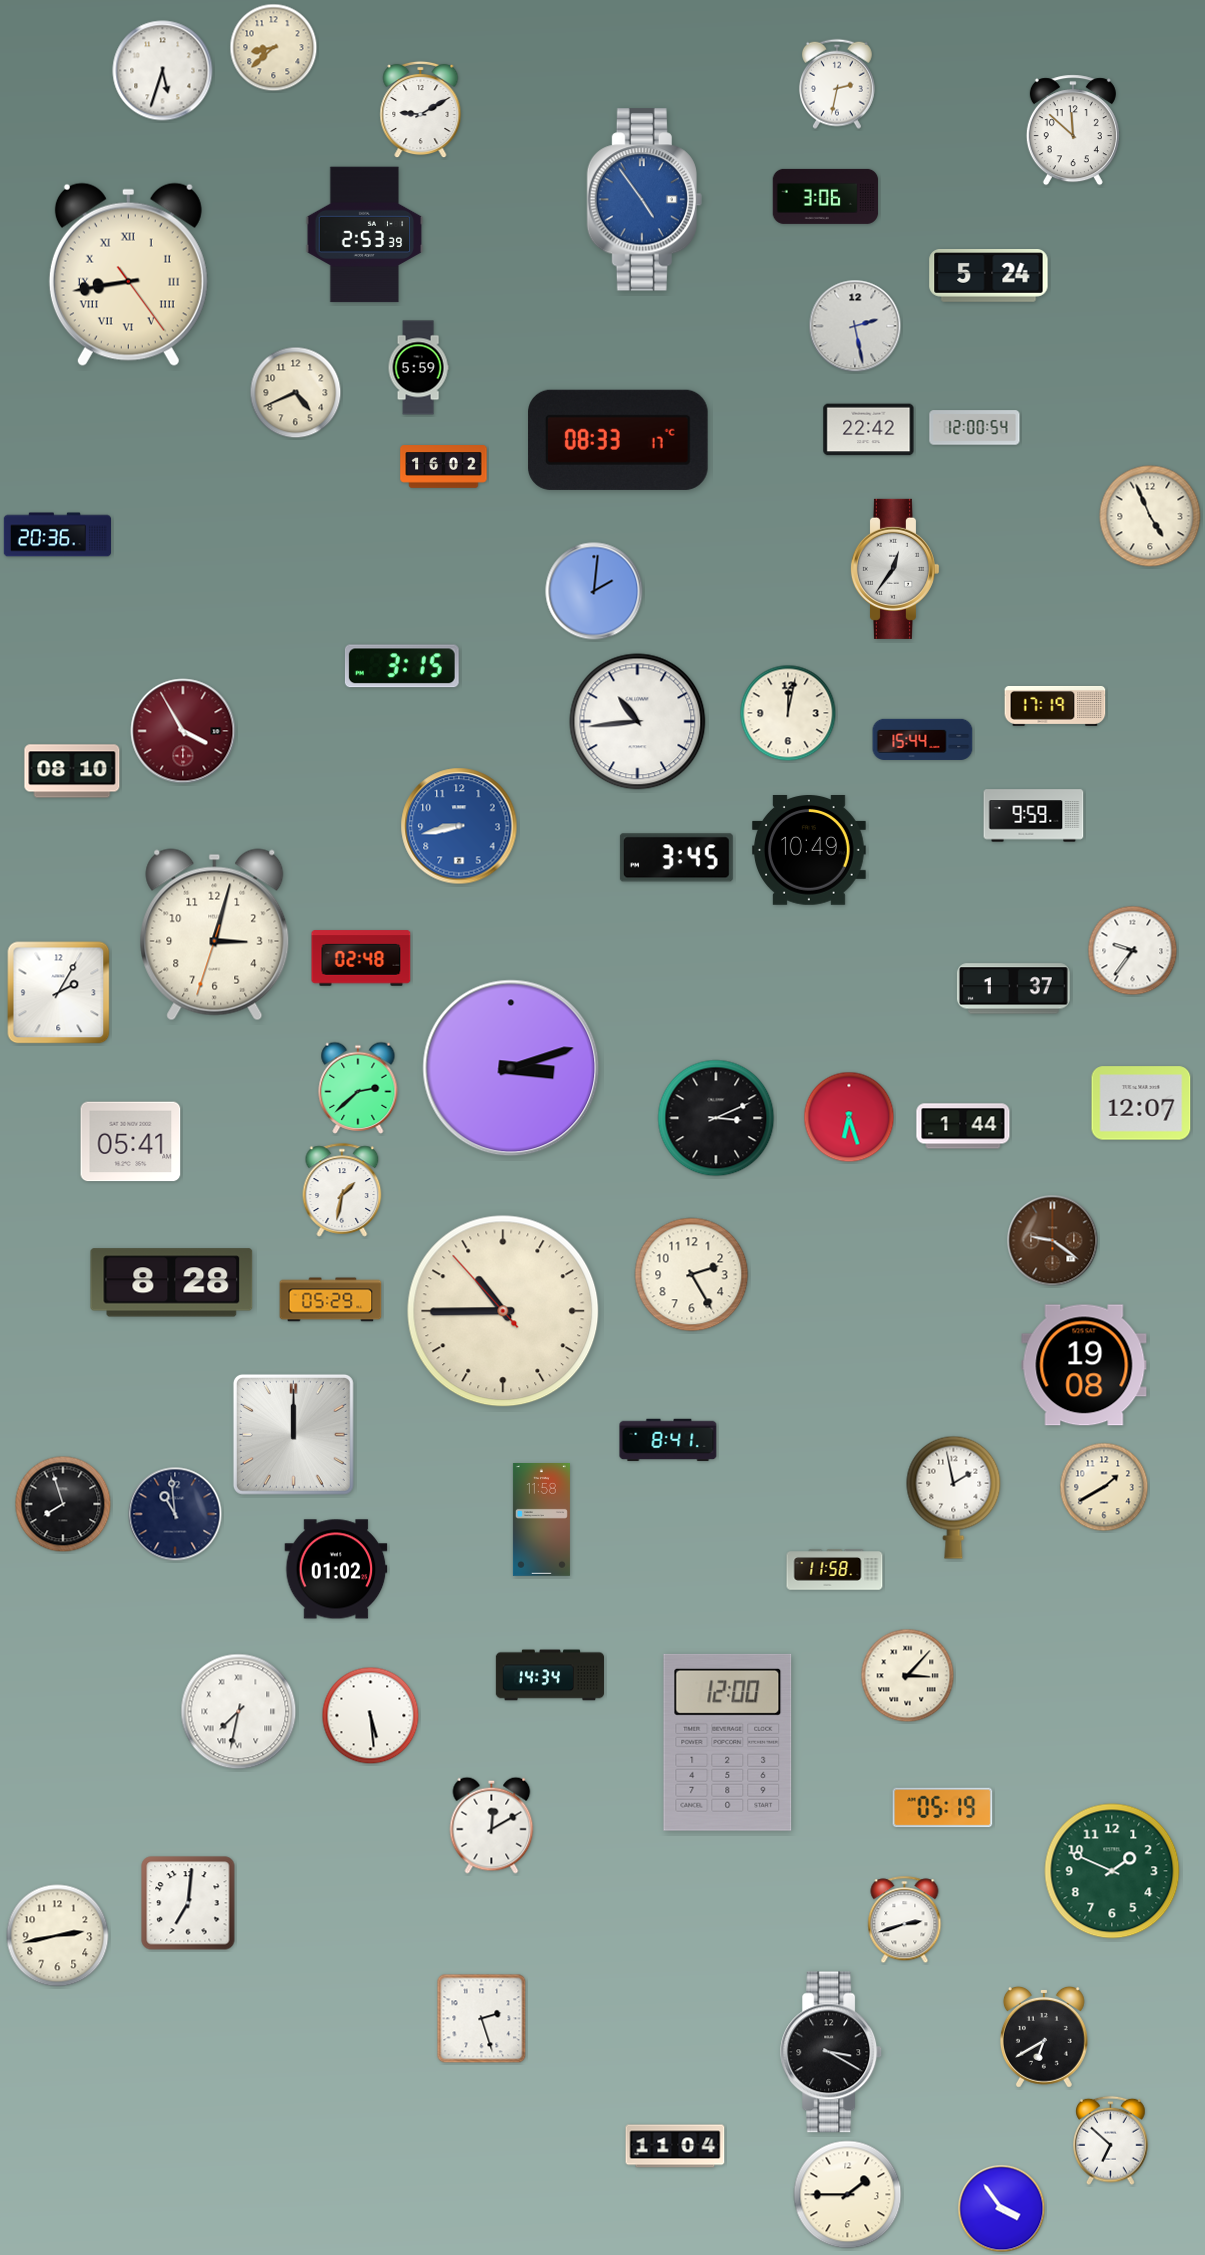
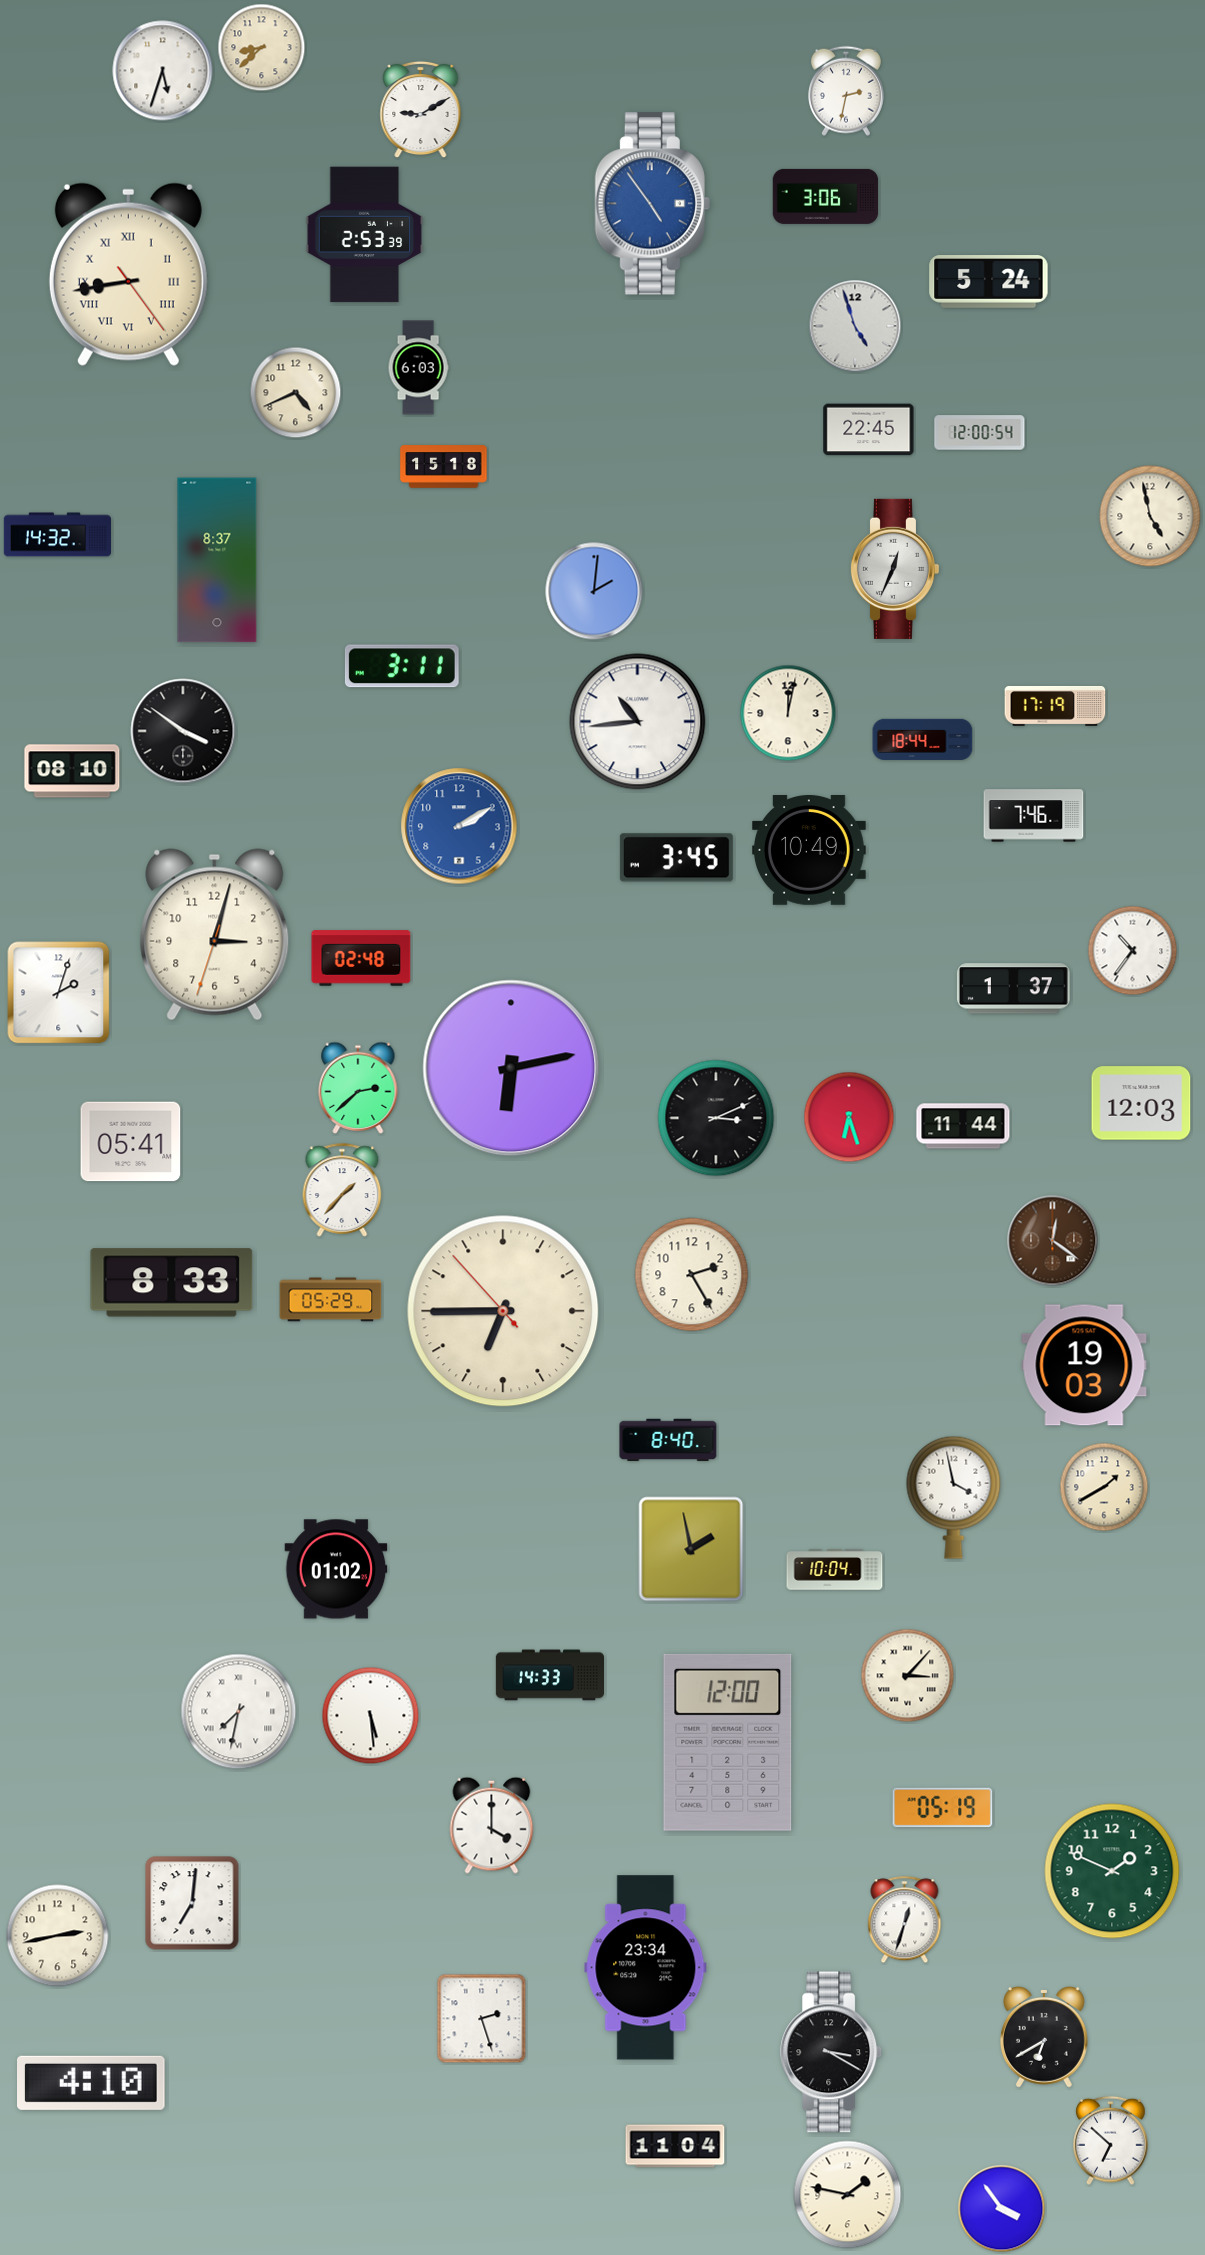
clock at (274, 48) position: (274, 48) -> (262, 48)
clock at (837, 84) position: (837, 84) -> (846, 91)
clock at (1073, 130): 11:52 -> none
clock at (644, 200) position: (644, 200) -> (652, 204)
clock at (989, 276) position: (989, 276) -> (989, 282)
clock at (855, 326): 2:28 -> 4:57
clock at (418, 368): 5:59 -> 6:03
clock at (975, 428) position: (975, 428) -> (980, 433)
clock at (869, 430): 22:42 -> 22:45
clock at (618, 440): 08:33 -> none
clock at (444, 467): 16:02 -> 15:18
clock at (1150, 516): 4:56 -> 4:58
clock at (57, 535): 20:36 -> 14:32
clock at (217, 560): none -> 8:37
clock at (894, 569): 12:36 -> 12:34
clock at (402, 666): 3:15 -> 3:11
clock at (183, 731): 3:55 -> 3:51
clock at (183, 731) dial: burgundy -> black
clock at (923, 739): 15:44 -> 18:44
clock at (1034, 816): 9:59 -> 7:46
clock at (459, 826): 8:43 -> 2:10
clock at (1133, 951): 9:36 -> 10:36
clock at (59, 993): 2:05 -> 2:03
clock at (511, 1068): 3:12 -> 6:13
clock at (1141, 1103): 12:07 -> 12:03
clock at (963, 1126): 1:44 -> 11:44
clock at (342, 1190): 1:32 -> 1:37
clock at (1053, 1241): 9:21 -> 12:21
clock at (172, 1283): 8:28 -> 8:33
clock at (503, 1311): 10:44 -> 6:44
clock at (1084, 1365): 19:08 -> 19:03
clock at (293, 1434): 12:00 -> none
clock at (668, 1440): 8:41 -> 8:40
clock at (954, 1497): 1:58 -> 3:58
clock at (63, 1504): 7:57 -> none
clock at (175, 1514): 10:59 -> none
clock at (541, 1520): 11:58 -> none
clock at (691, 1549): none -> 1:58
clock at (835, 1570): 11:58 -> 10:04
clock at (549, 1675): 14:34 -> 14:33
clock at (492, 1825): 12:10 -> 4:00
clock at (188, 1903) position: (188, 1903) -> (192, 1903)
clock at (905, 1920): 2:42 -> 12:33
clock at (646, 1968): none -> 23:34
clock at (92, 2083): none -> 4:10
clock at (848, 2195): 1:45 -> 1:47
